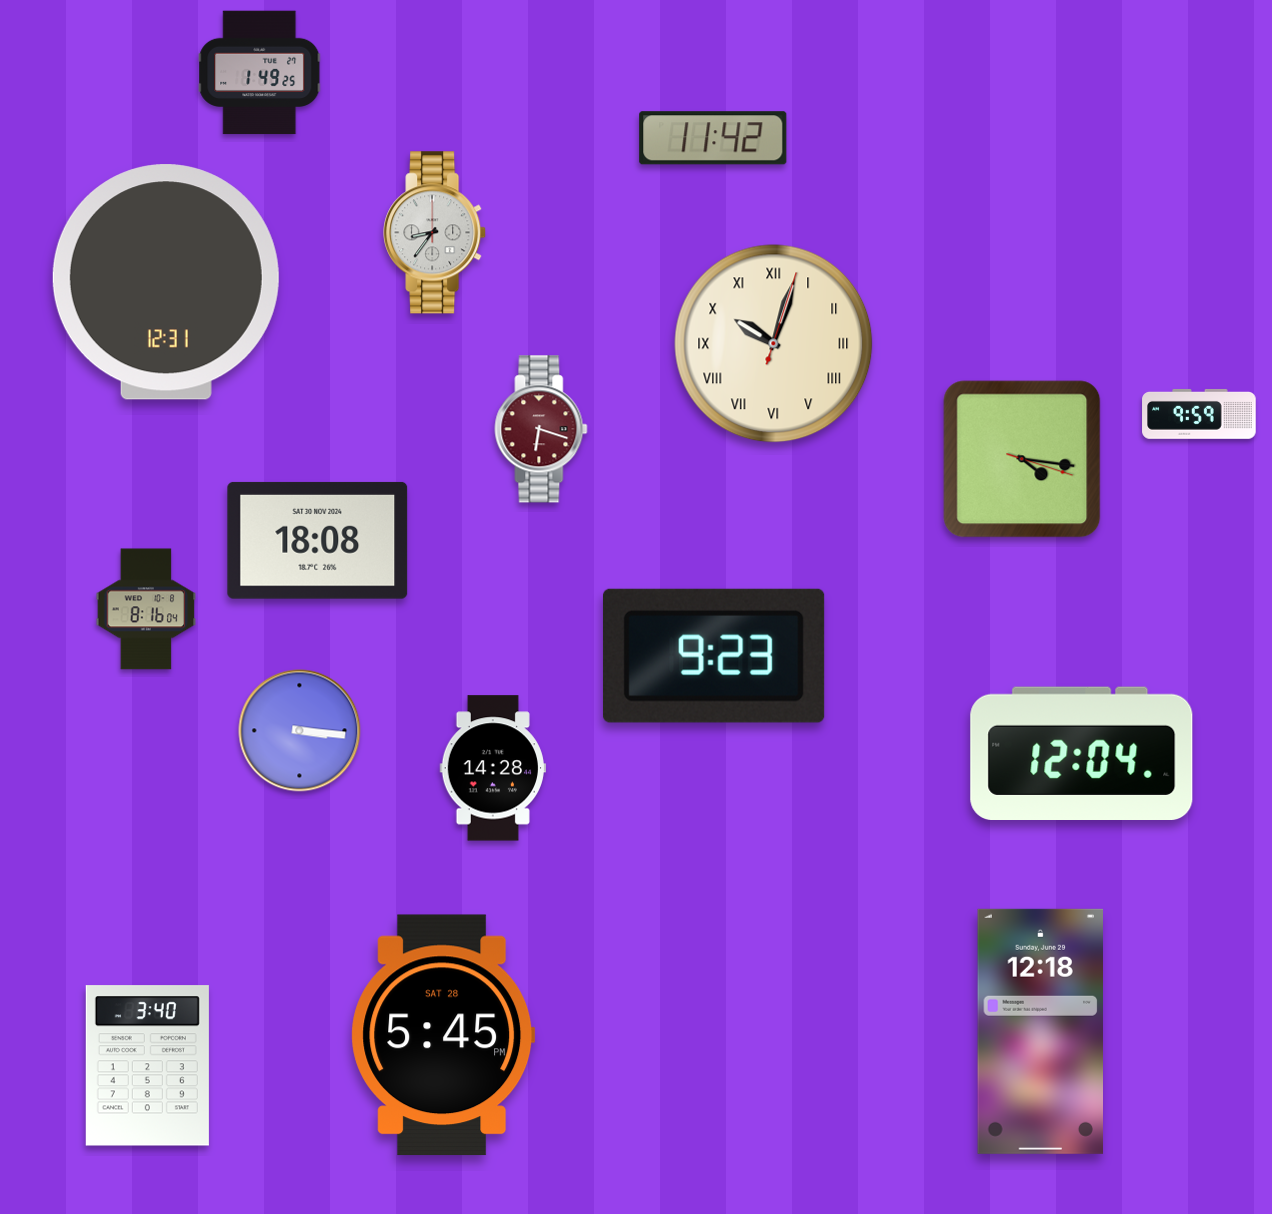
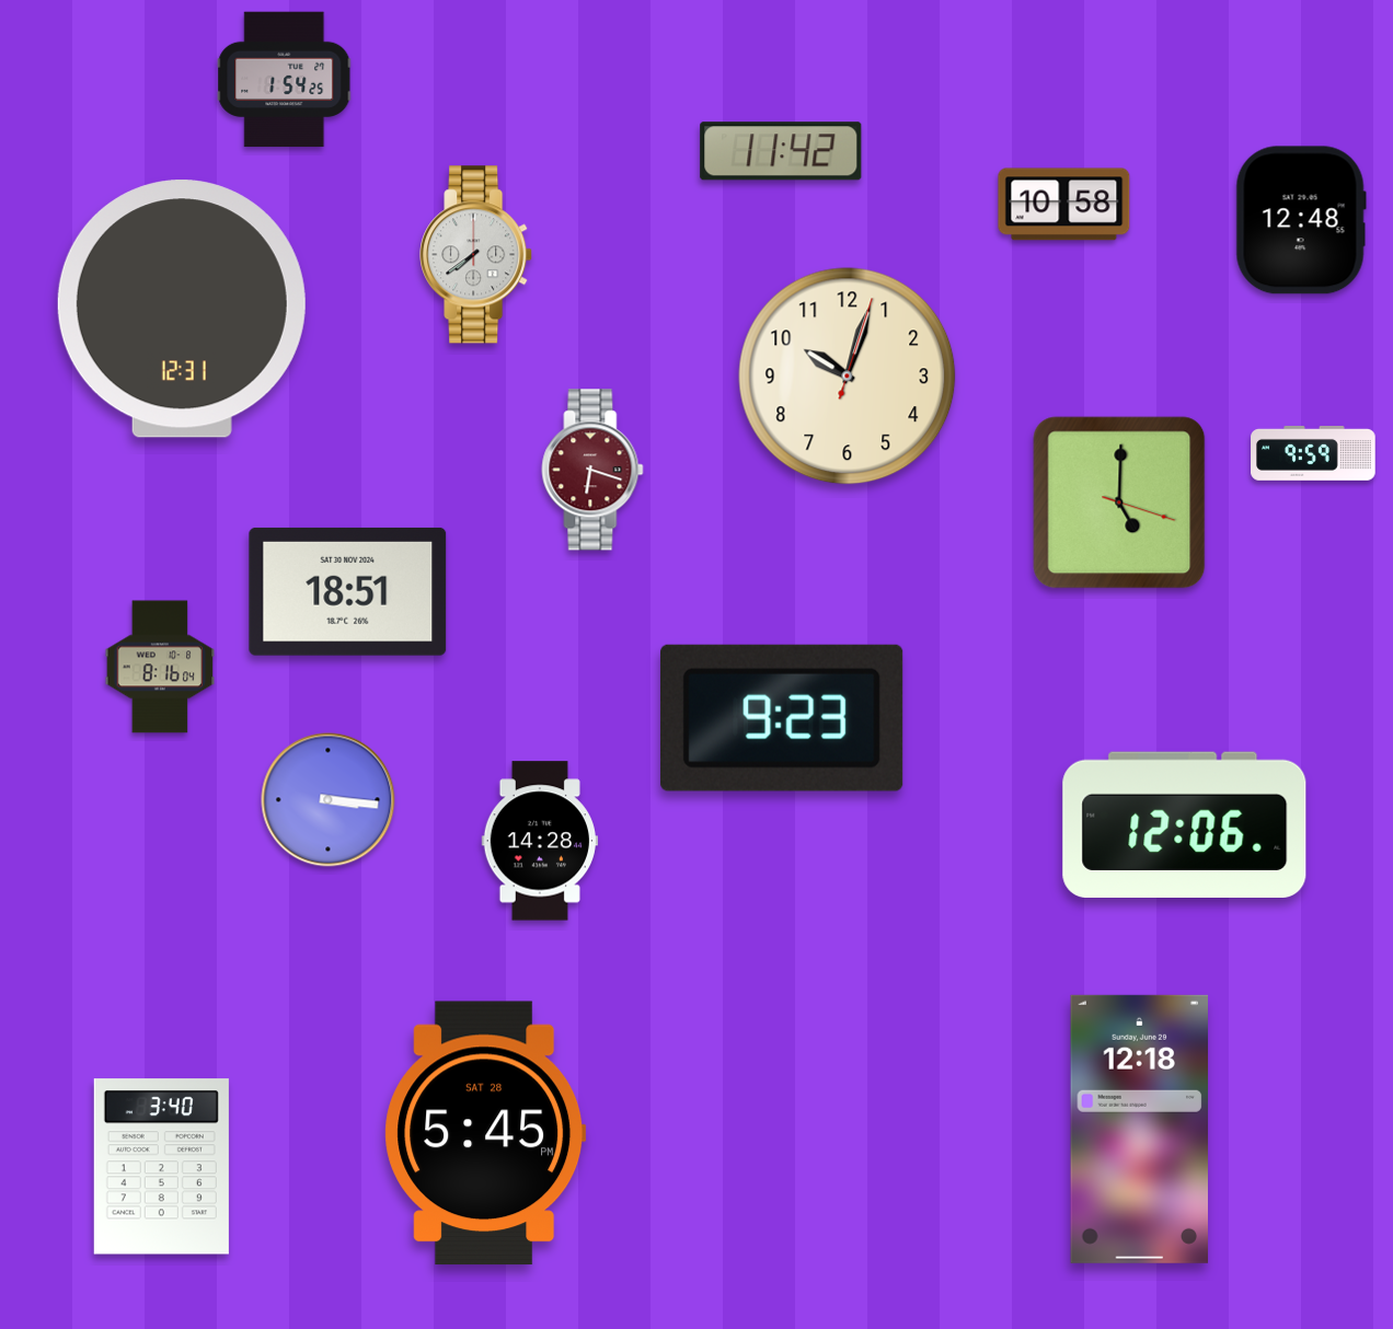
clock at (260, 73): 1:49 -> 1:54
clock at (1064, 205): none -> 10:58
clock at (1301, 220): none -> 12:48
clock at (435, 233): 8:36 -> 7:39
clock at (774, 344) numerals: Roman -> Arabic
clock at (1022, 459): 4:16 -> 5:00
clock at (318, 540): 18:08 -> 18:51
clock at (1082, 753): 12:04 -> 12:06
